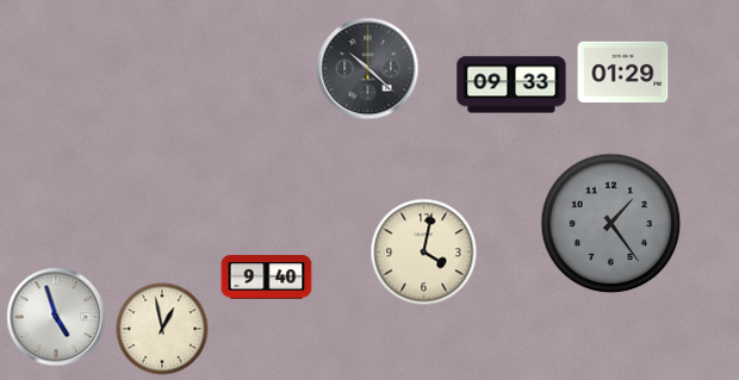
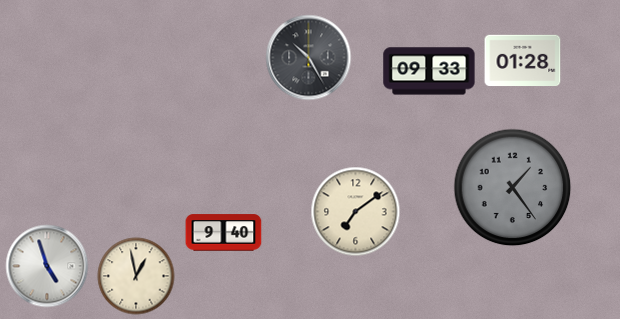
clock at (368, 69): 10:22 -> 10:25
clock at (623, 73): 01:29 -> 01:28
clock at (424, 253): 4:02 -> 7:09
